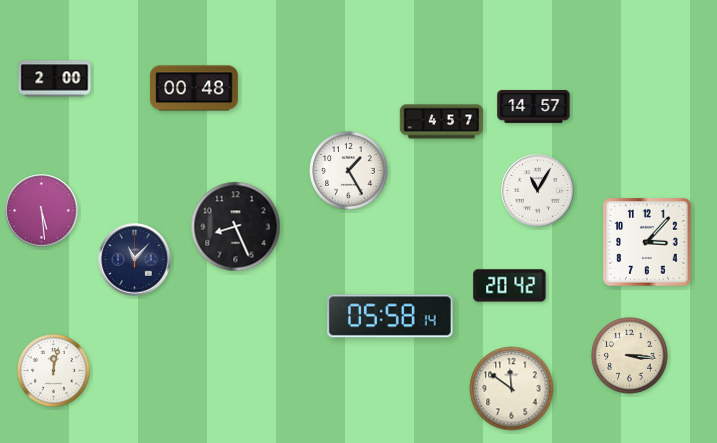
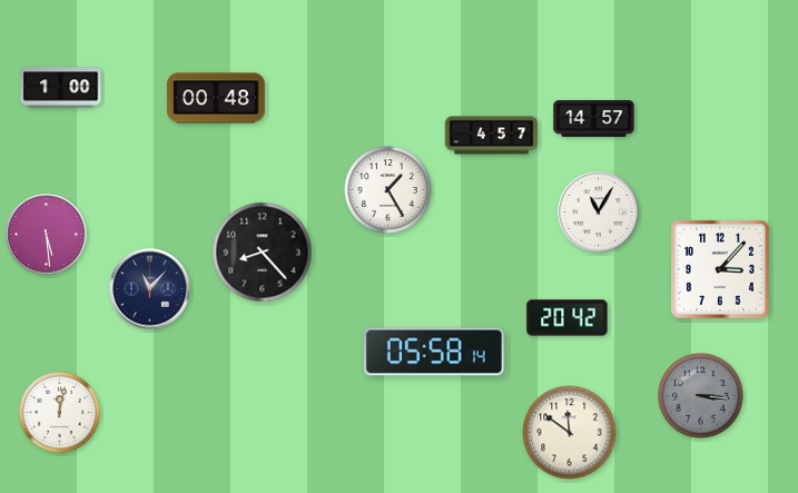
clock at (55, 79): 2:00 -> 1:00
clock at (236, 227): 8:26 -> 8:23
clock at (630, 356) dial: cream -> grey
